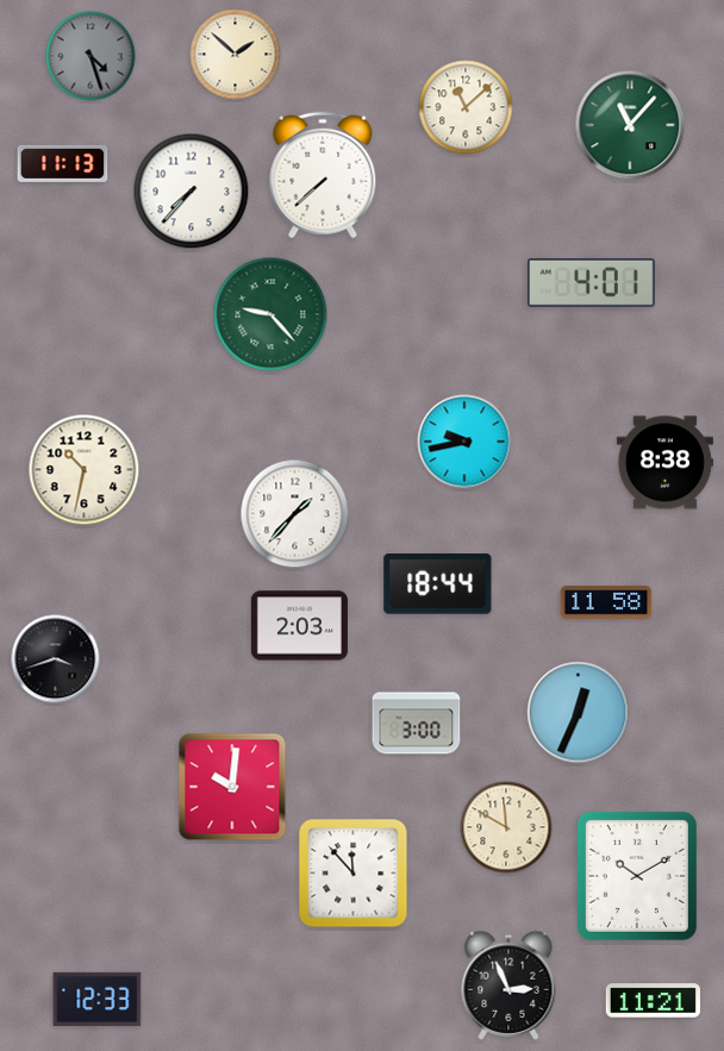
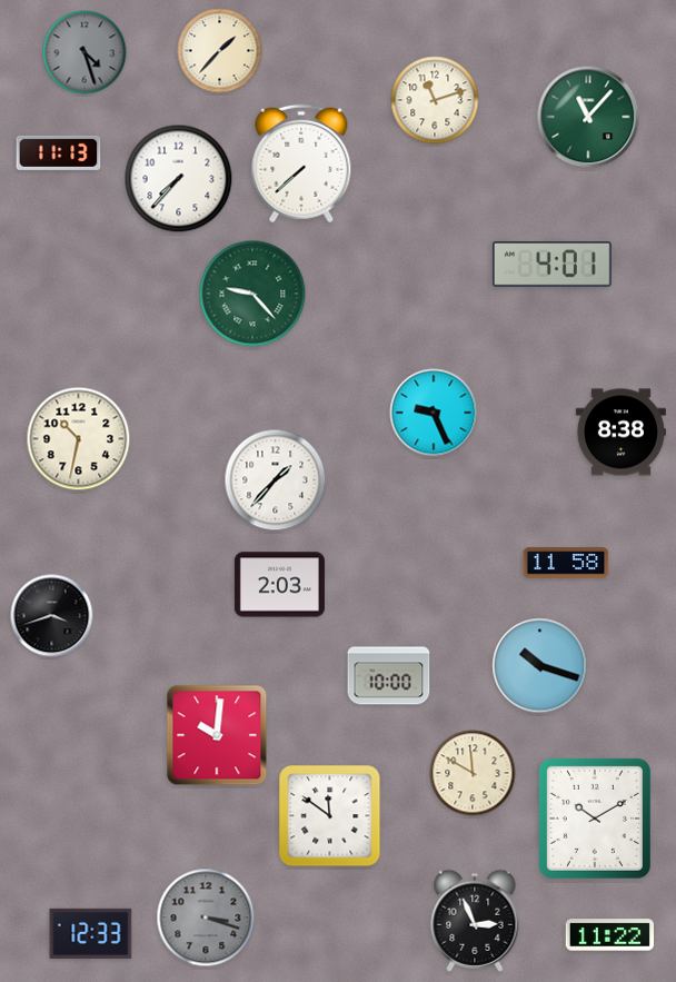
clock at (236, 55): 1:52 -> 1:37
clock at (466, 107): 11:08 -> 11:12
clock at (464, 442): 9:43 -> 9:26
clock at (438, 584): 18:44 -> none
clock at (579, 713): 12:34 -> 10:18
clock at (417, 724): 3:00 -> 10:00
clock at (354, 874): 11:53 -> 11:51
clock at (206, 917): none -> 3:18
clock at (653, 1001): 11:21 -> 11:22
